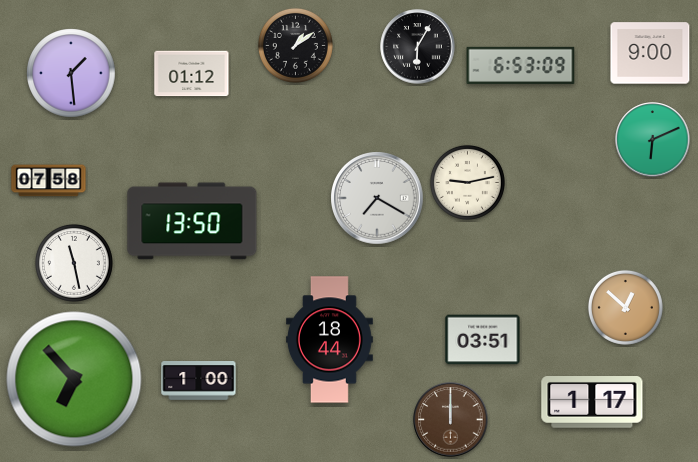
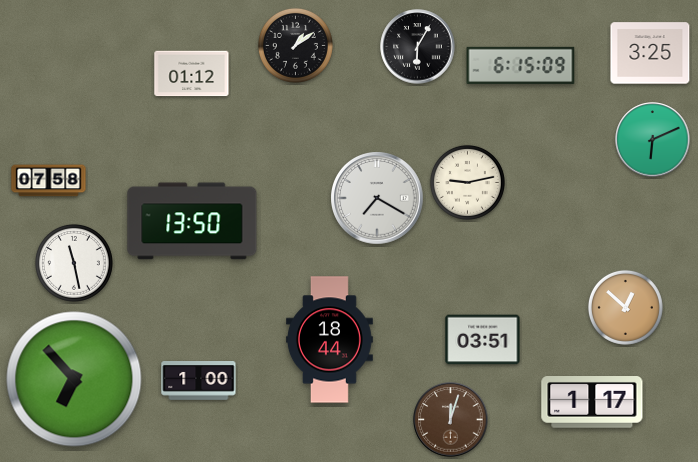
clock at (650, 53): 9:00 -> 3:25
clock at (521, 65): 6:53 -> 6:15
clock at (71, 73): 1:29 -> none
clock at (451, 420): 12:00 -> 12:03
